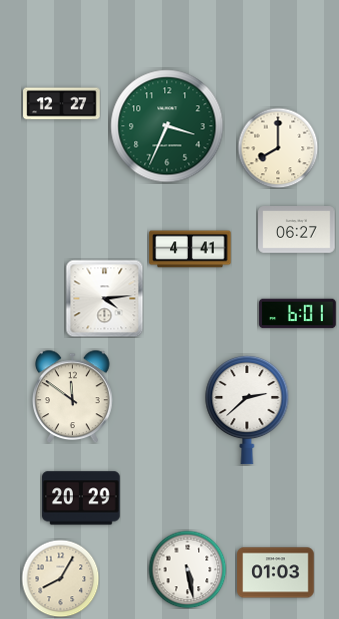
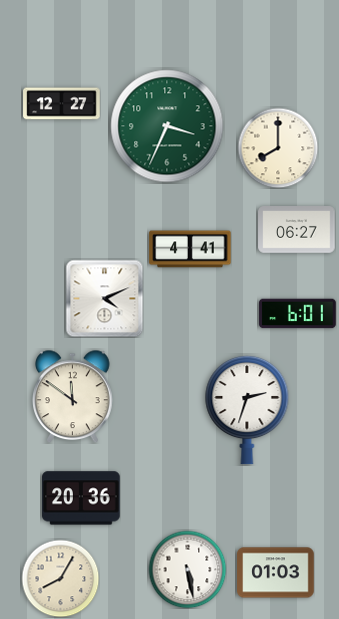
clock at (104, 298): 4:14 -> 4:11
clock at (247, 410): 2:38 -> 2:33
clock at (81, 498): 20:29 -> 20:36
